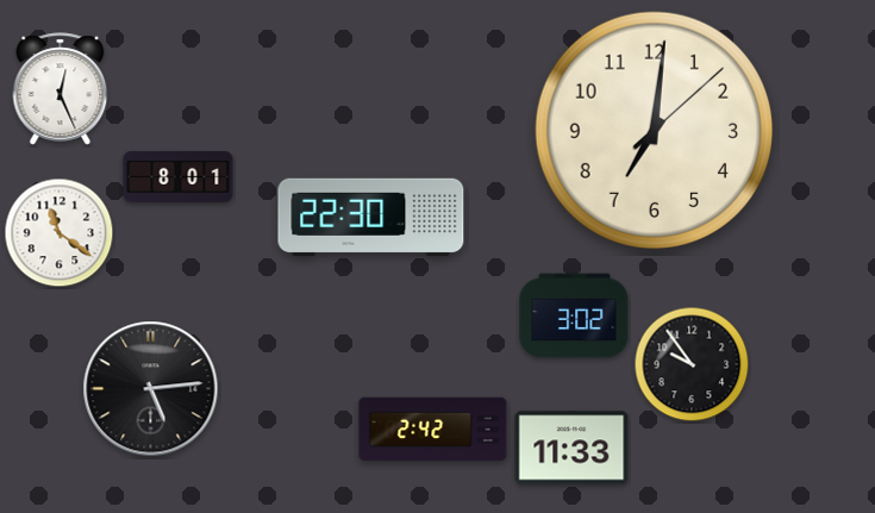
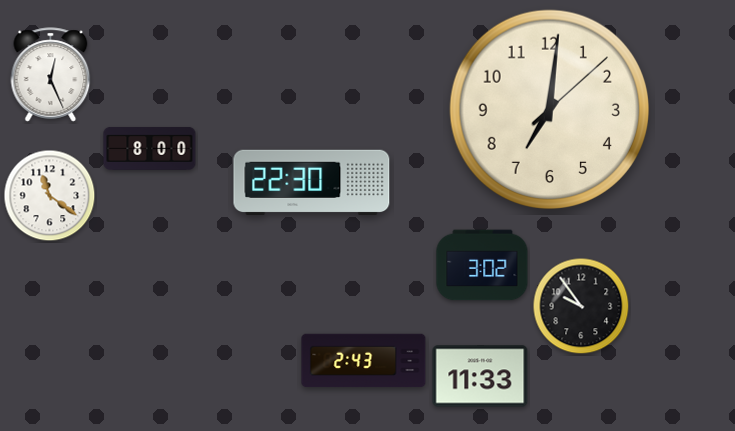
clock at (179, 176): 8:01 -> 8:00
clock at (151, 389): 5:14 -> none
clock at (433, 430): 2:42 -> 2:43
